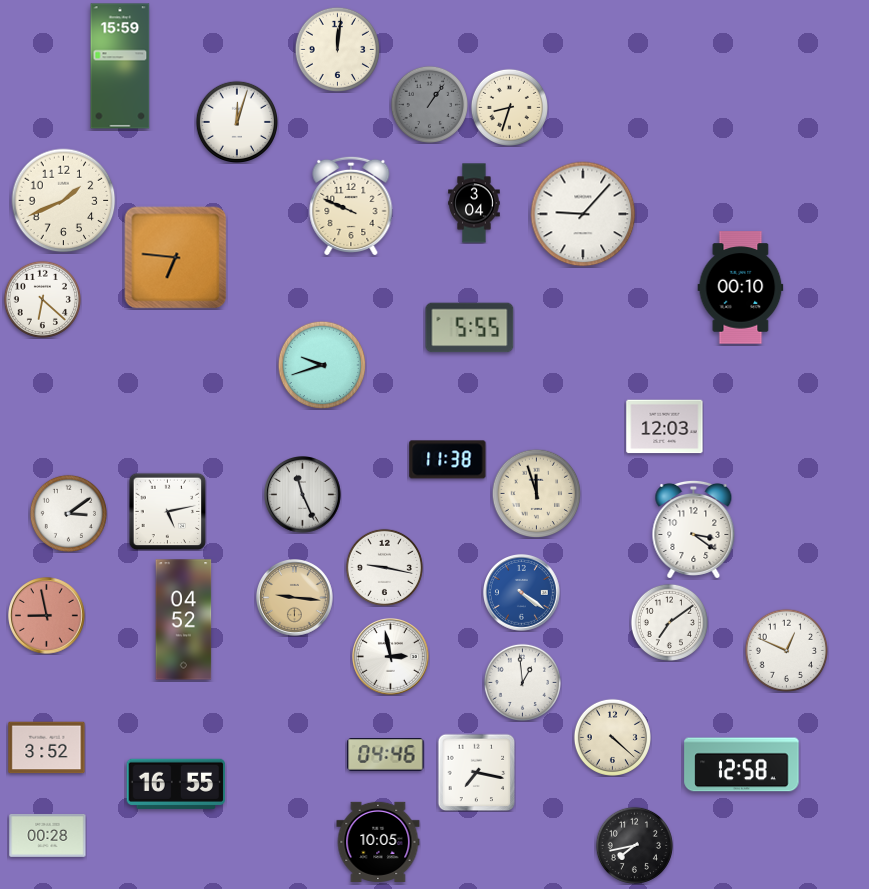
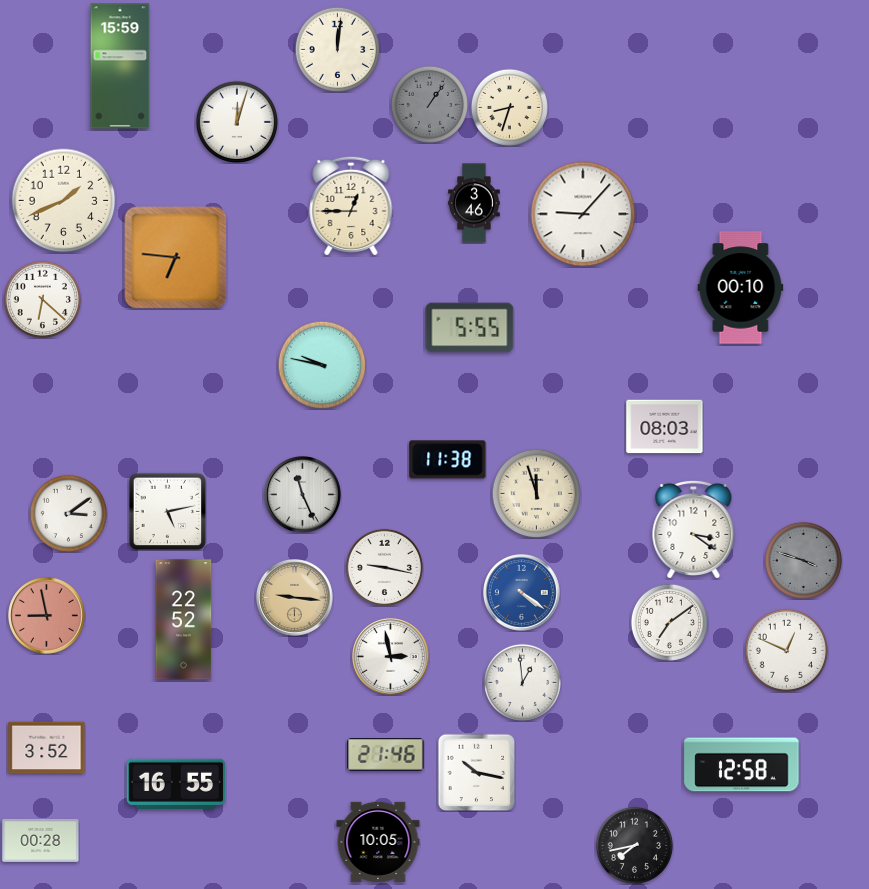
clock at (474, 203): 3:04 -> 3:46
clock at (351, 206): 9:49 -> 12:45
clock at (322, 365): 9:42 -> 9:47
clock at (665, 427): 12:03 -> 08:03
clock at (803, 560): none -> 3:48
clock at (184, 620): 04:52 -> 22:52
clock at (612, 737): 4:22 -> none
clock at (386, 755): 04:46 -> 21:46
clock at (476, 772): 7:17 -> 10:17
clock at (48, 835) position: (48, 835) -> (41, 840)
